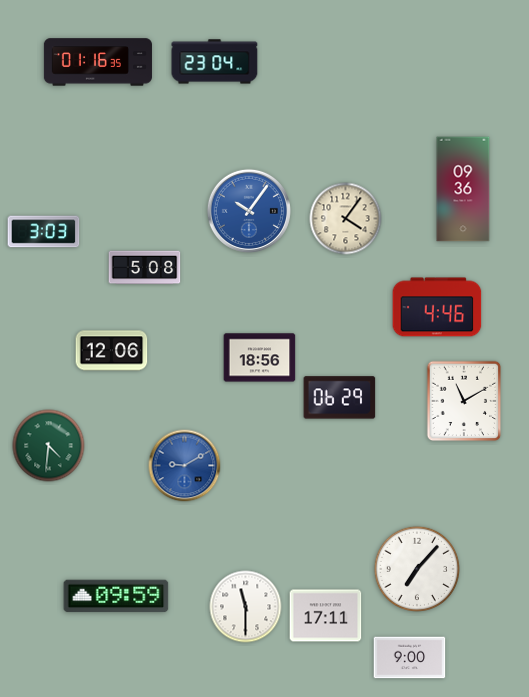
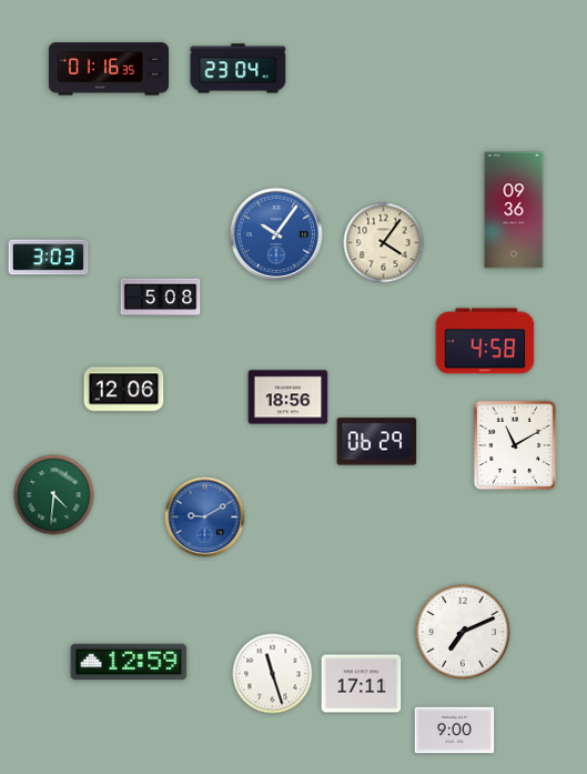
clock at (437, 307): 4:46 -> 4:58
clock at (416, 568): 7:07 -> 7:11
clock at (116, 596): 09:59 -> 12:59
clock at (246, 607): 11:30 -> 11:27
